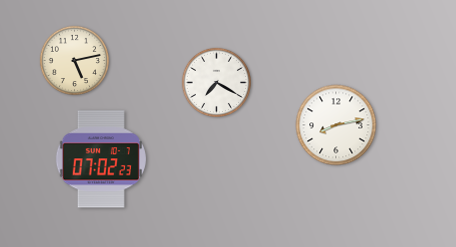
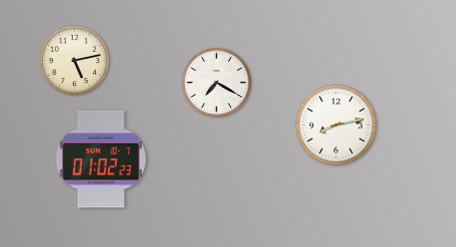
clock at (101, 159): 07:02 -> 01:02
